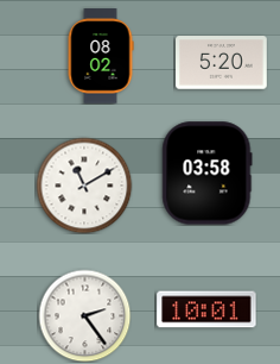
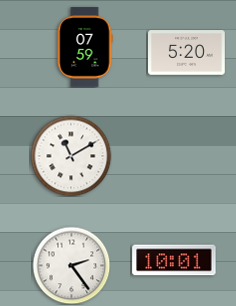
clock at (101, 56): 08:02 -> 07:59
clock at (208, 174): 03:58 -> none
